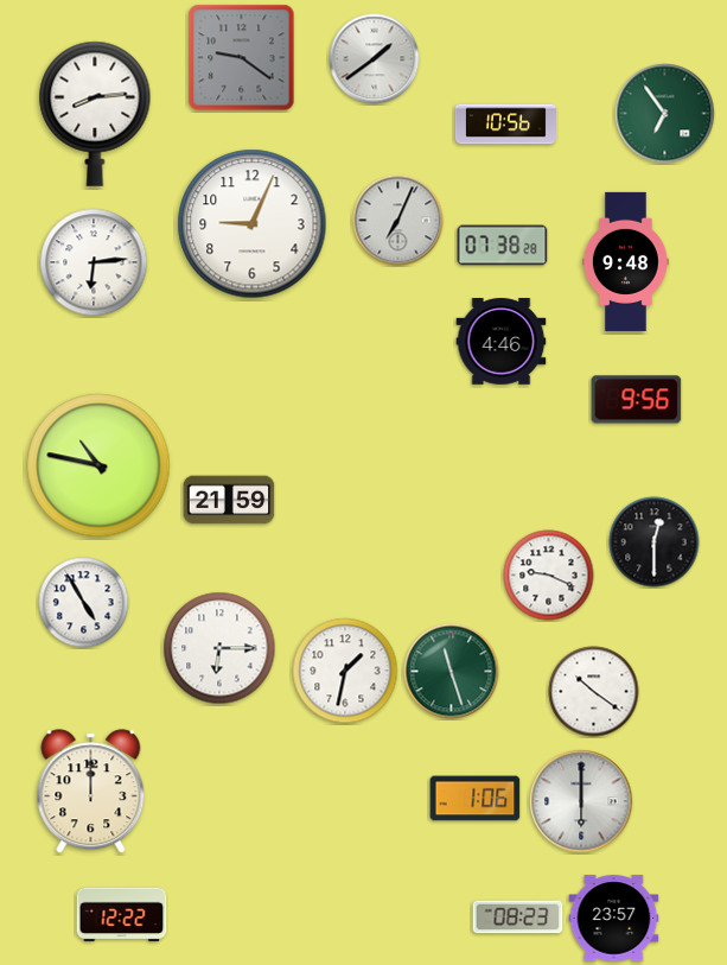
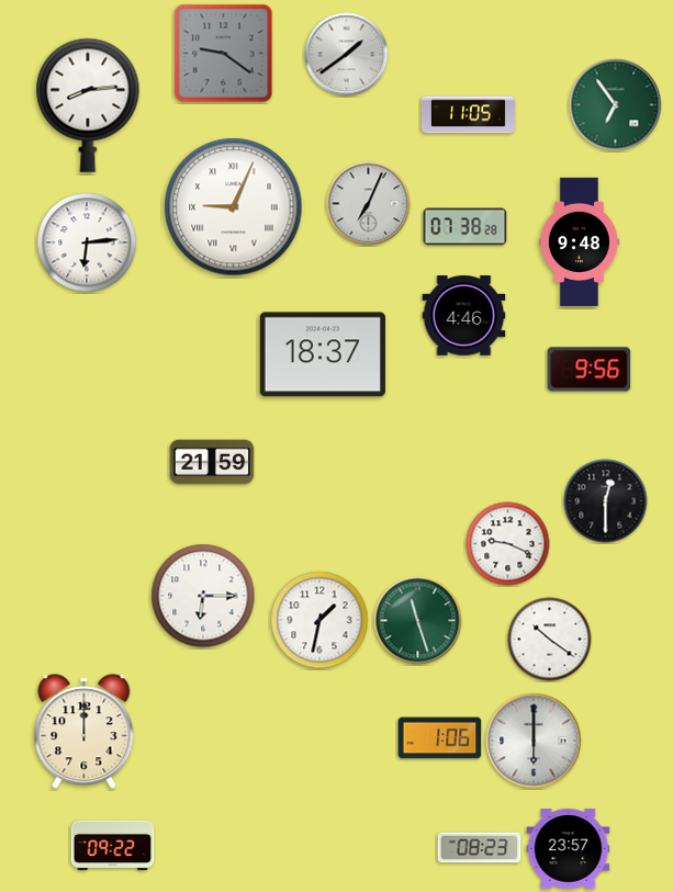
clock at (505, 125): 10:56 -> 11:05
clock at (253, 224) numerals: Arabic -> Roman
clock at (323, 354): none -> 18:37
clock at (98, 465): 10:47 -> none
clock at (549, 576) position: (549, 576) -> (508, 544)
clock at (84, 603): 4:55 -> none
clock at (219, 648) position: (219, 648) -> (203, 596)
clock at (581, 801) position: (581, 801) -> (534, 741)
clock at (122, 915): 12:22 -> 09:22
